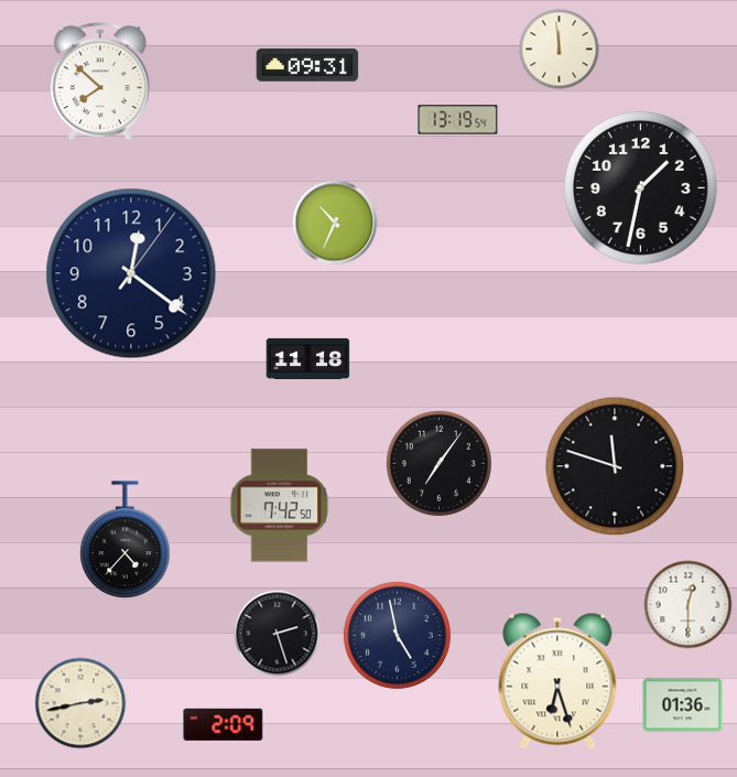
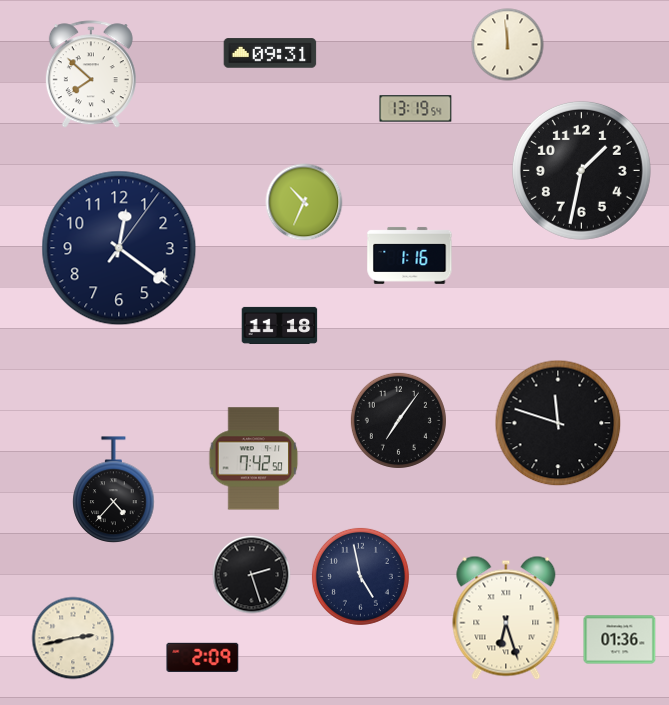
clock at (307, 65) position: (307, 65) -> (270, 53)
clock at (410, 255): none -> 1:16
clock at (689, 605): 12:30 -> none
